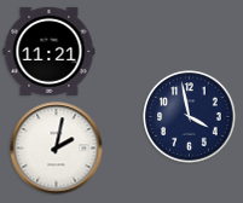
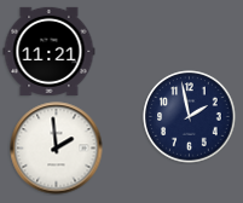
clock at (190, 117): 3:58 -> 1:58
clock at (57, 149): 2:02 -> 1:59
